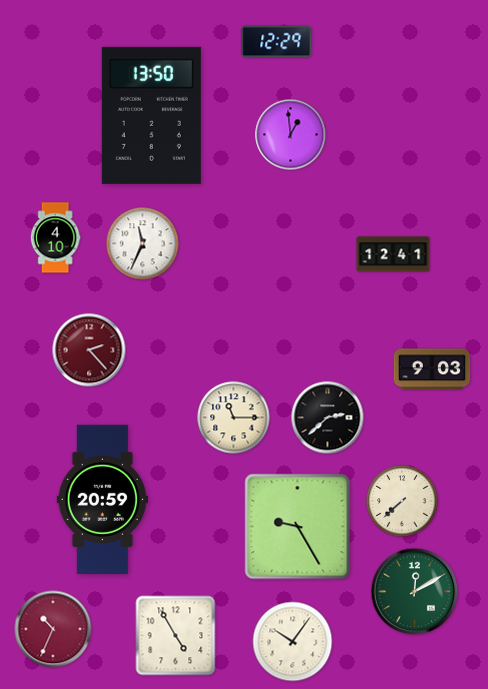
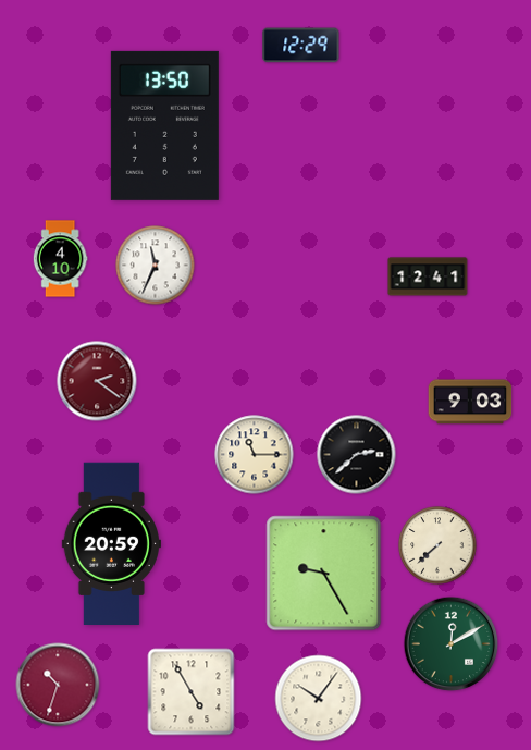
clock at (291, 135): 12:59 -> none
clock at (89, 350): 2:23 -> 2:21
clock at (53, 629): 10:34 -> 10:33
